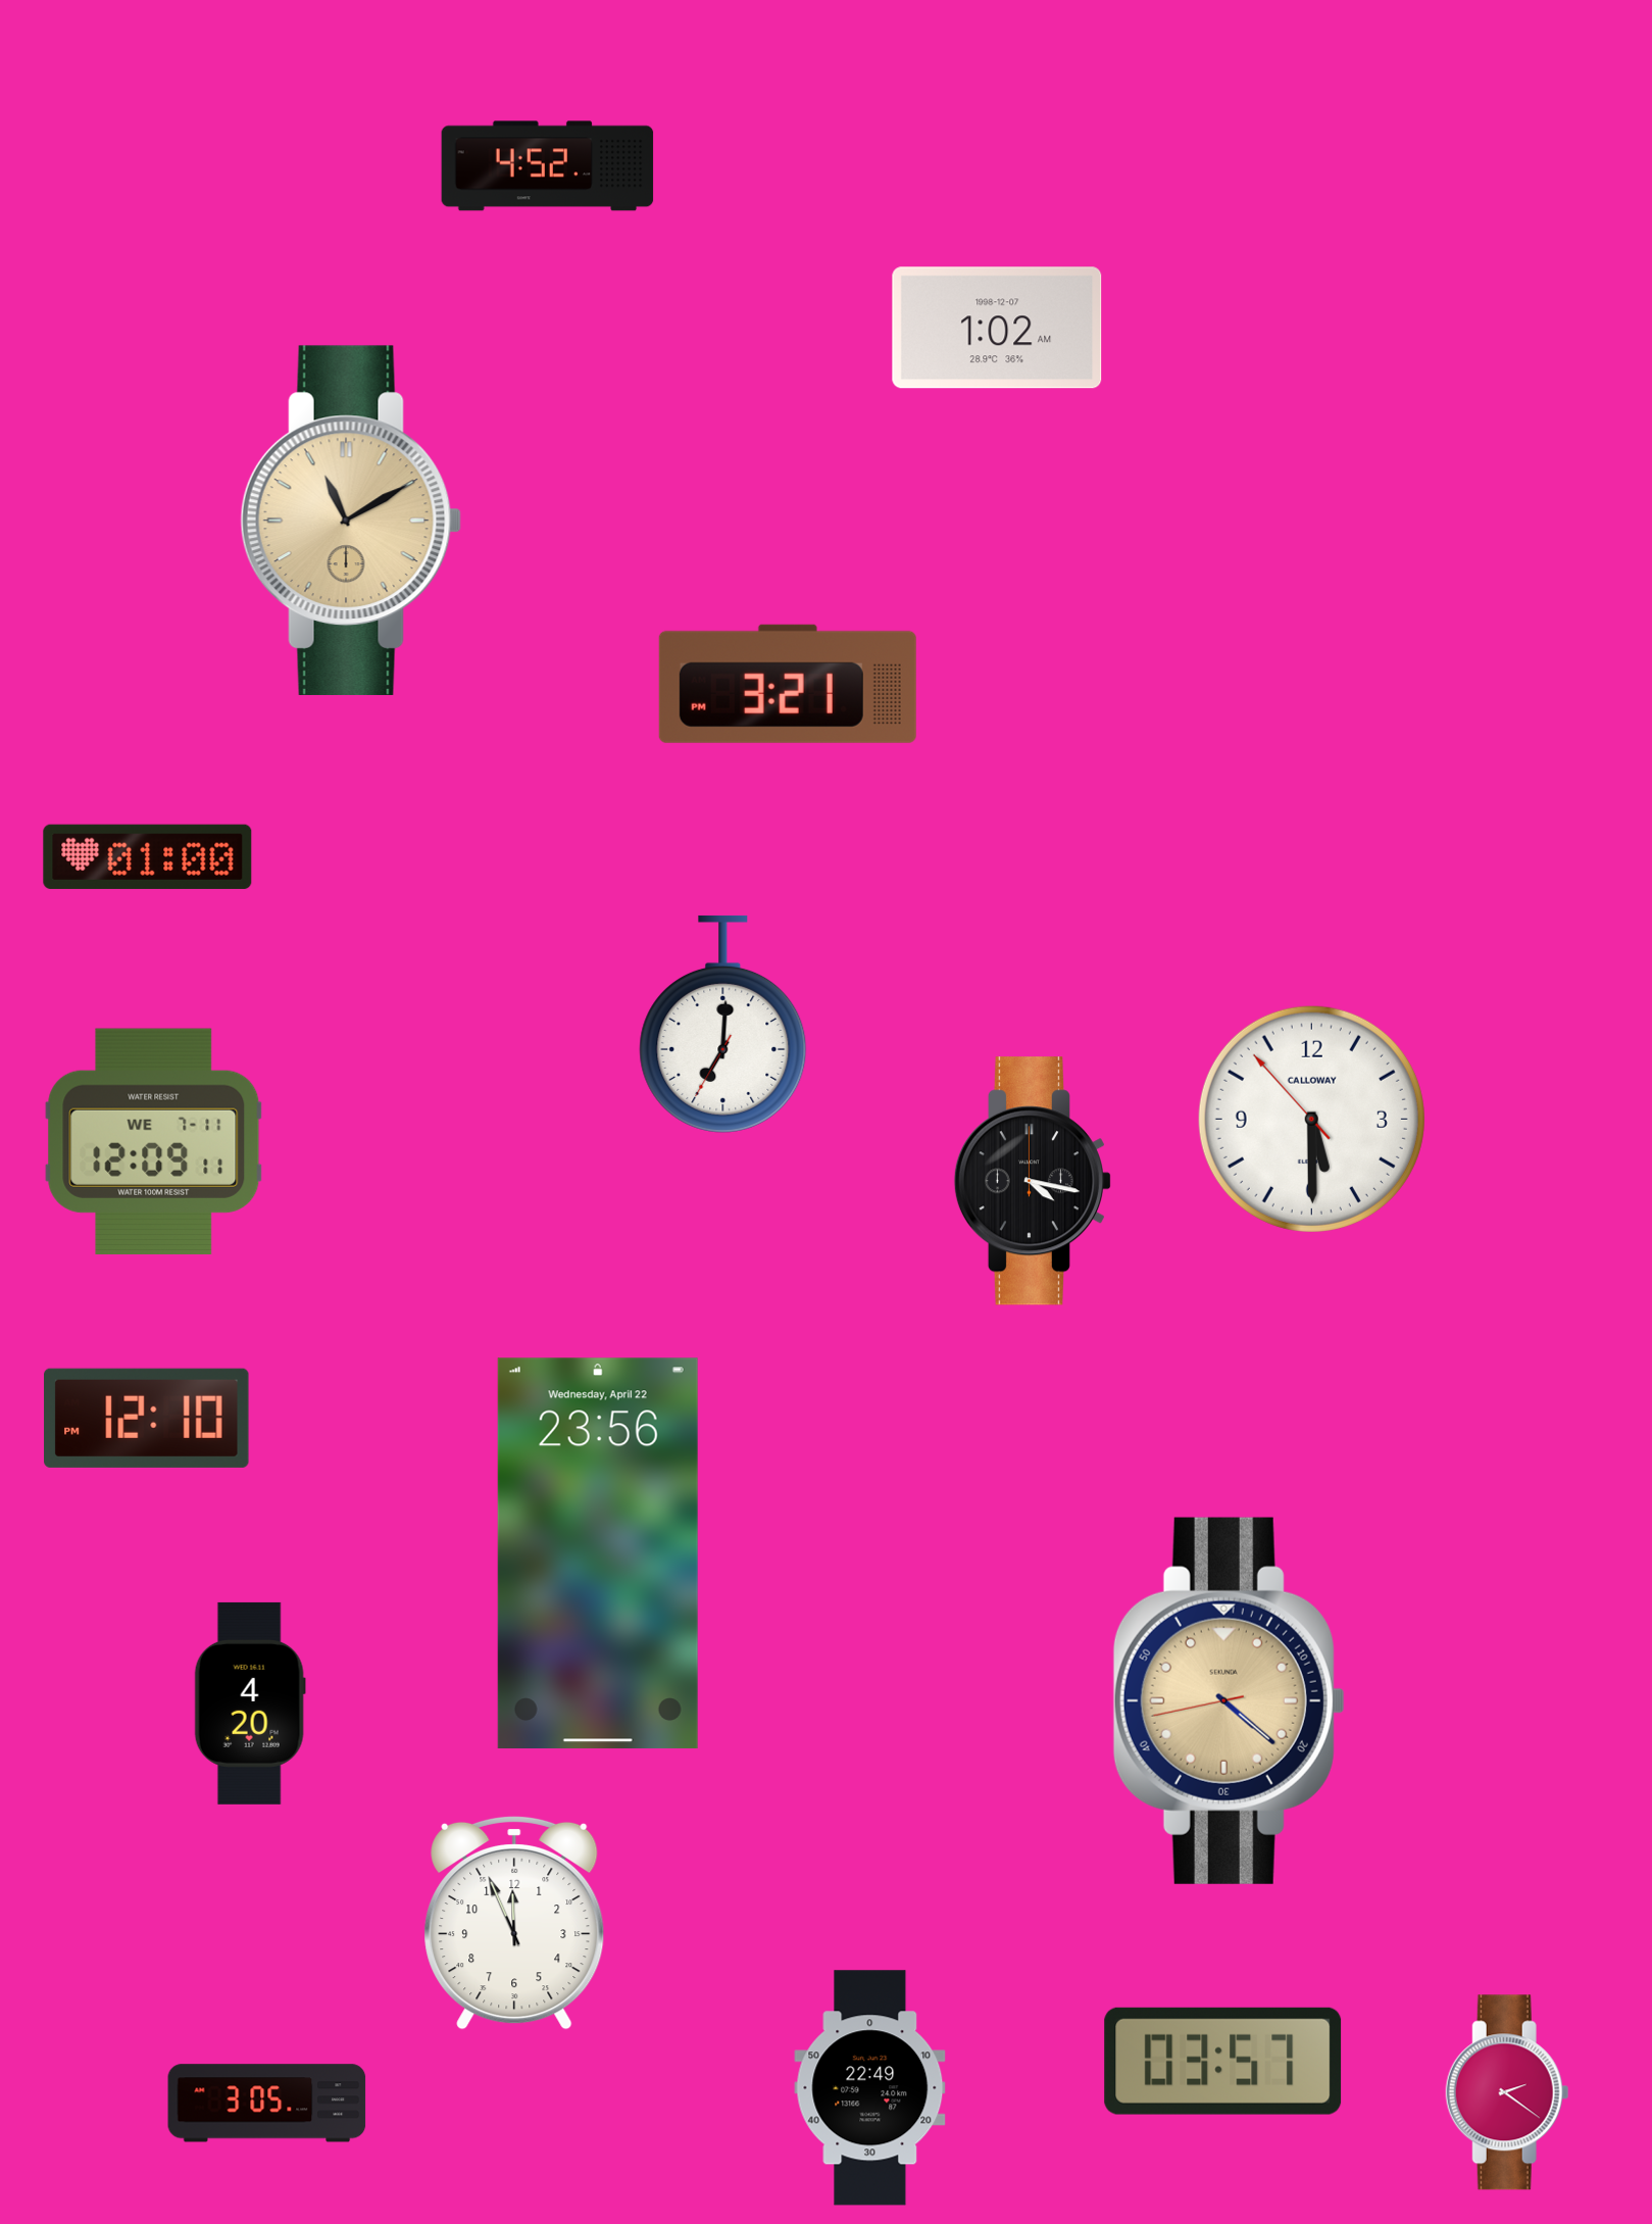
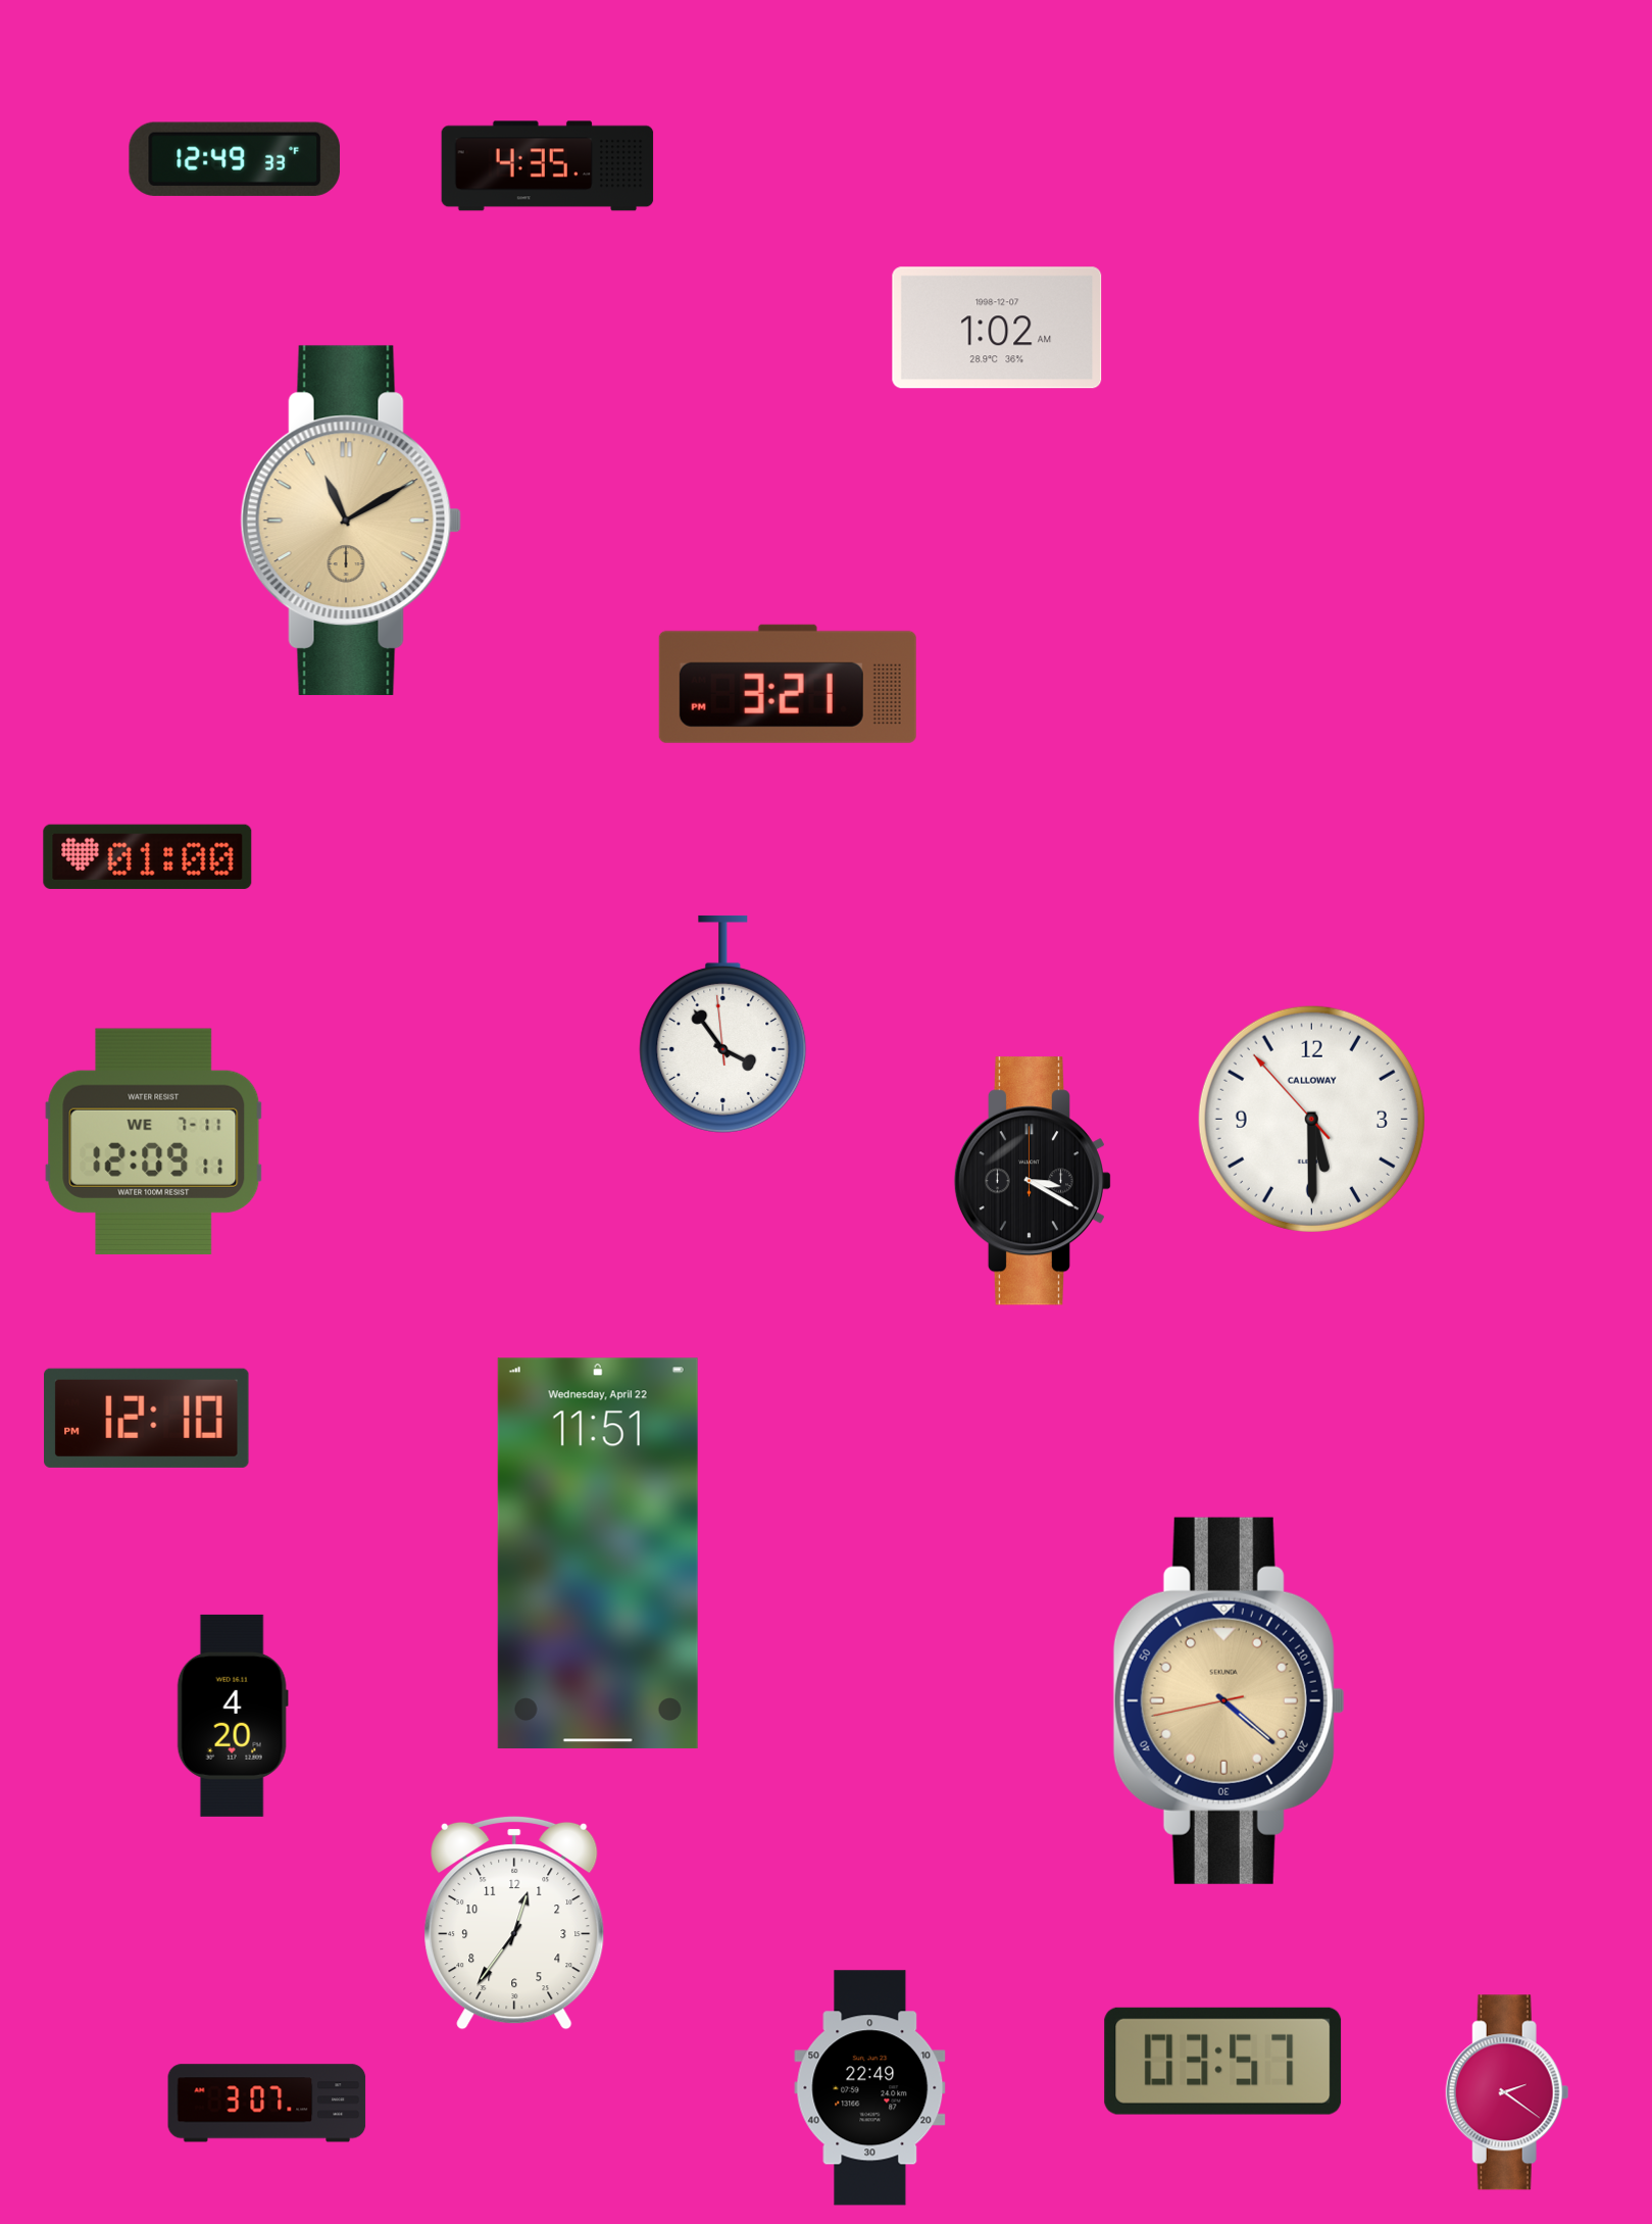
clock at (235, 159): none -> 12:49
clock at (548, 166): 4:52 -> 4:35
clock at (723, 1024): 7:00 -> 3:53
clock at (1032, 1181): 4:17 -> 3:20
clock at (598, 1553): 23:56 -> 11:51
clock at (250, 1703) position: (250, 1703) -> (233, 1716)
clock at (514, 1923): 11:56 -> 12:36
clock at (267, 2104): 3:05 -> 3:07
